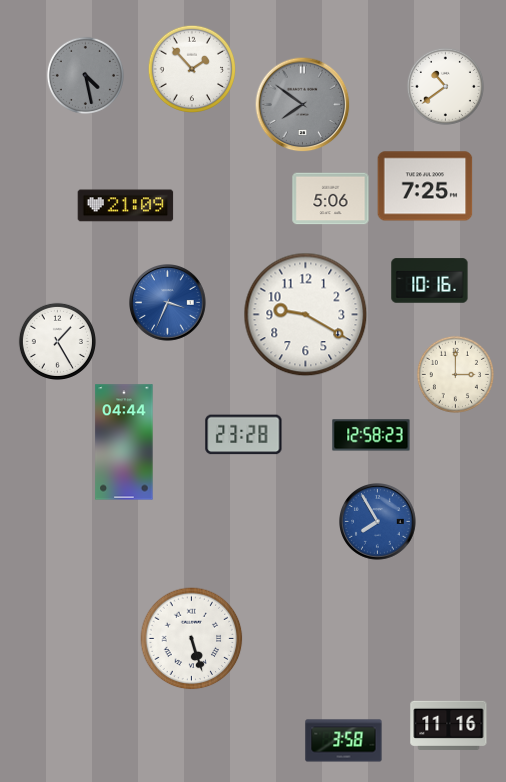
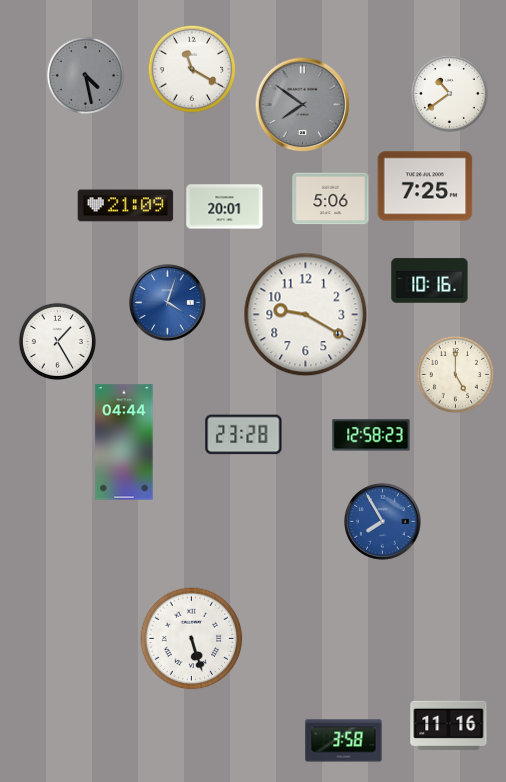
clock at (192, 69): 1:53 -> 11:20
clock at (445, 86) position: (445, 86) -> (449, 93)
clock at (225, 207): none -> 20:01
clock at (168, 303): 3:34 -> 4:03
clock at (455, 374): 3:00 -> 5:00
clock at (378, 522) position: (378, 522) -> (383, 522)
